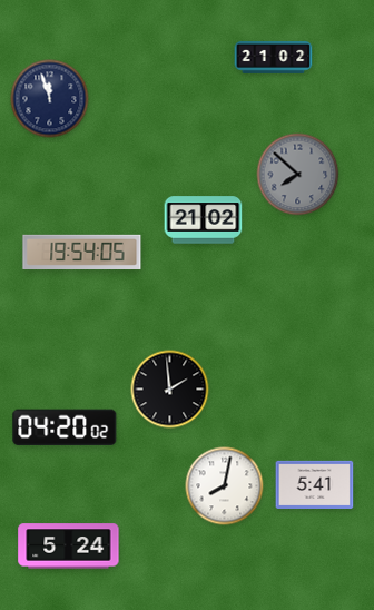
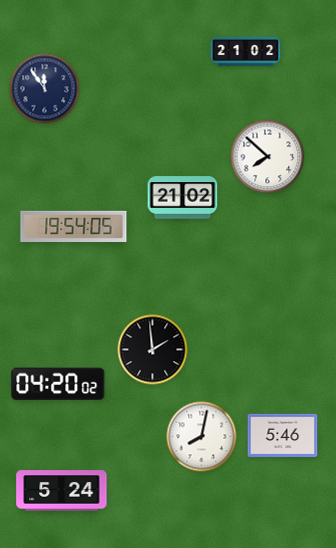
clock at (50, 99): 11:57 -> 11:54
clock at (298, 175) dial: grey -> white
clock at (315, 484): 5:41 -> 5:46
